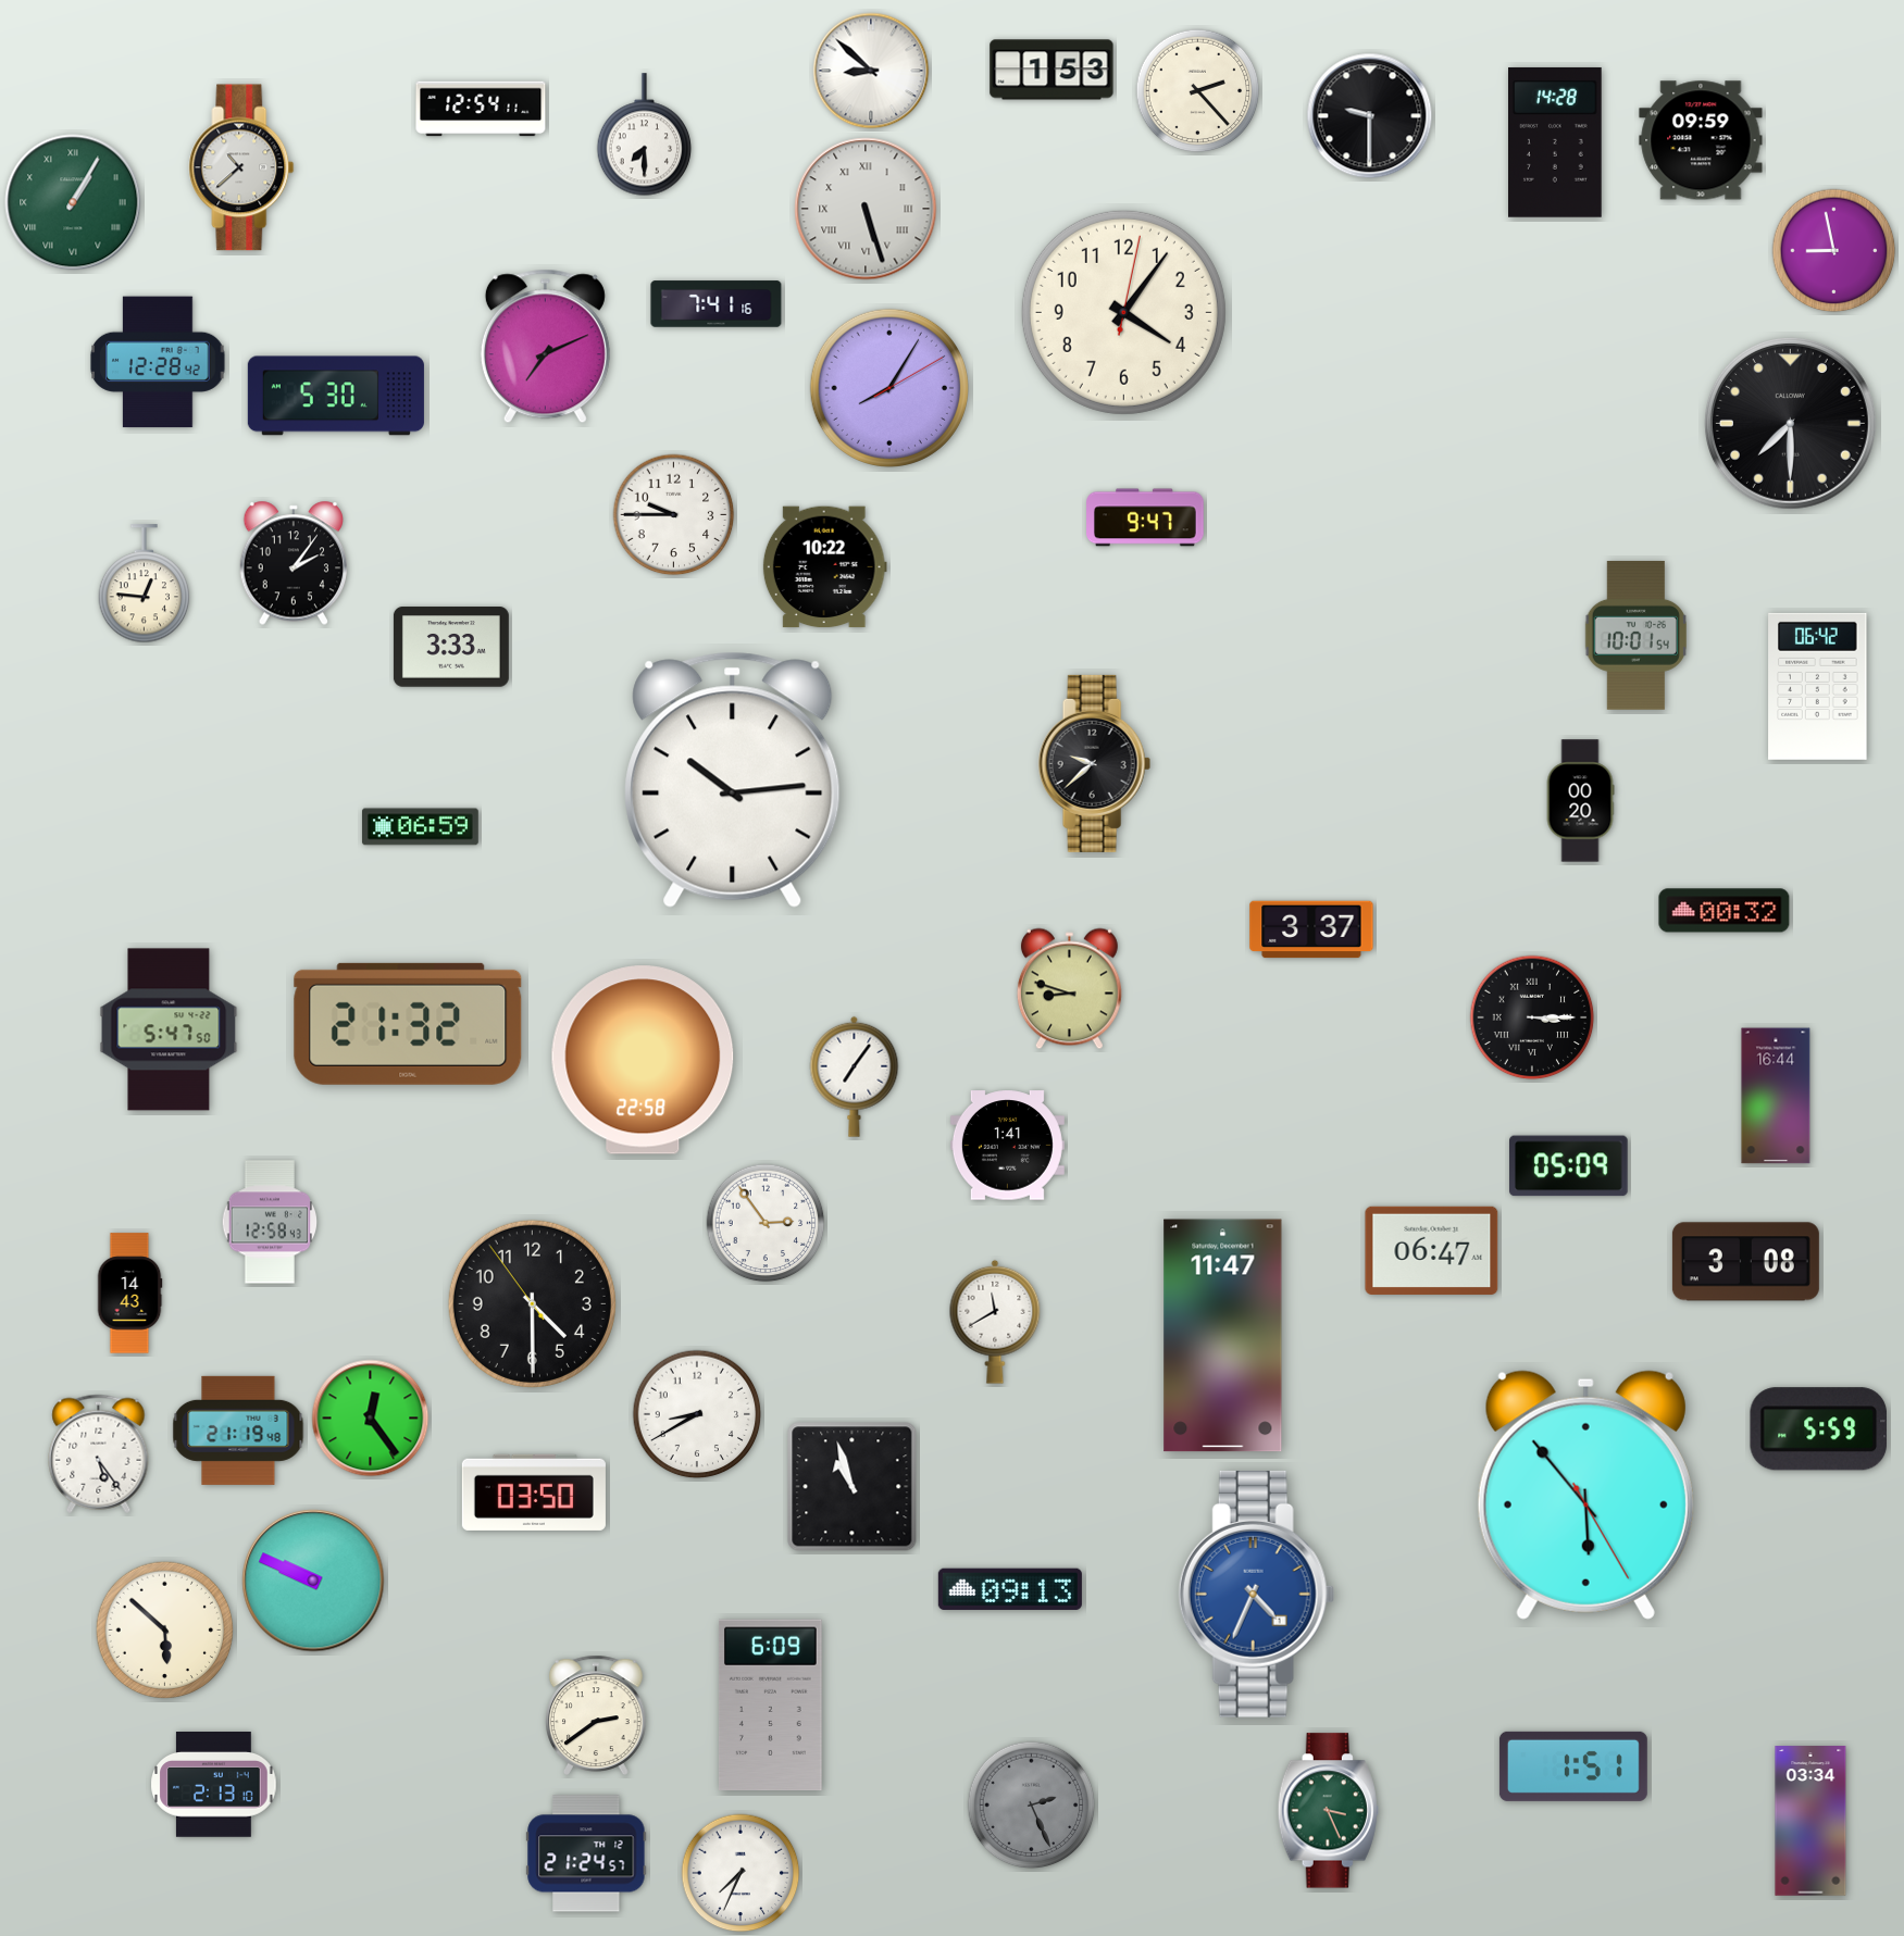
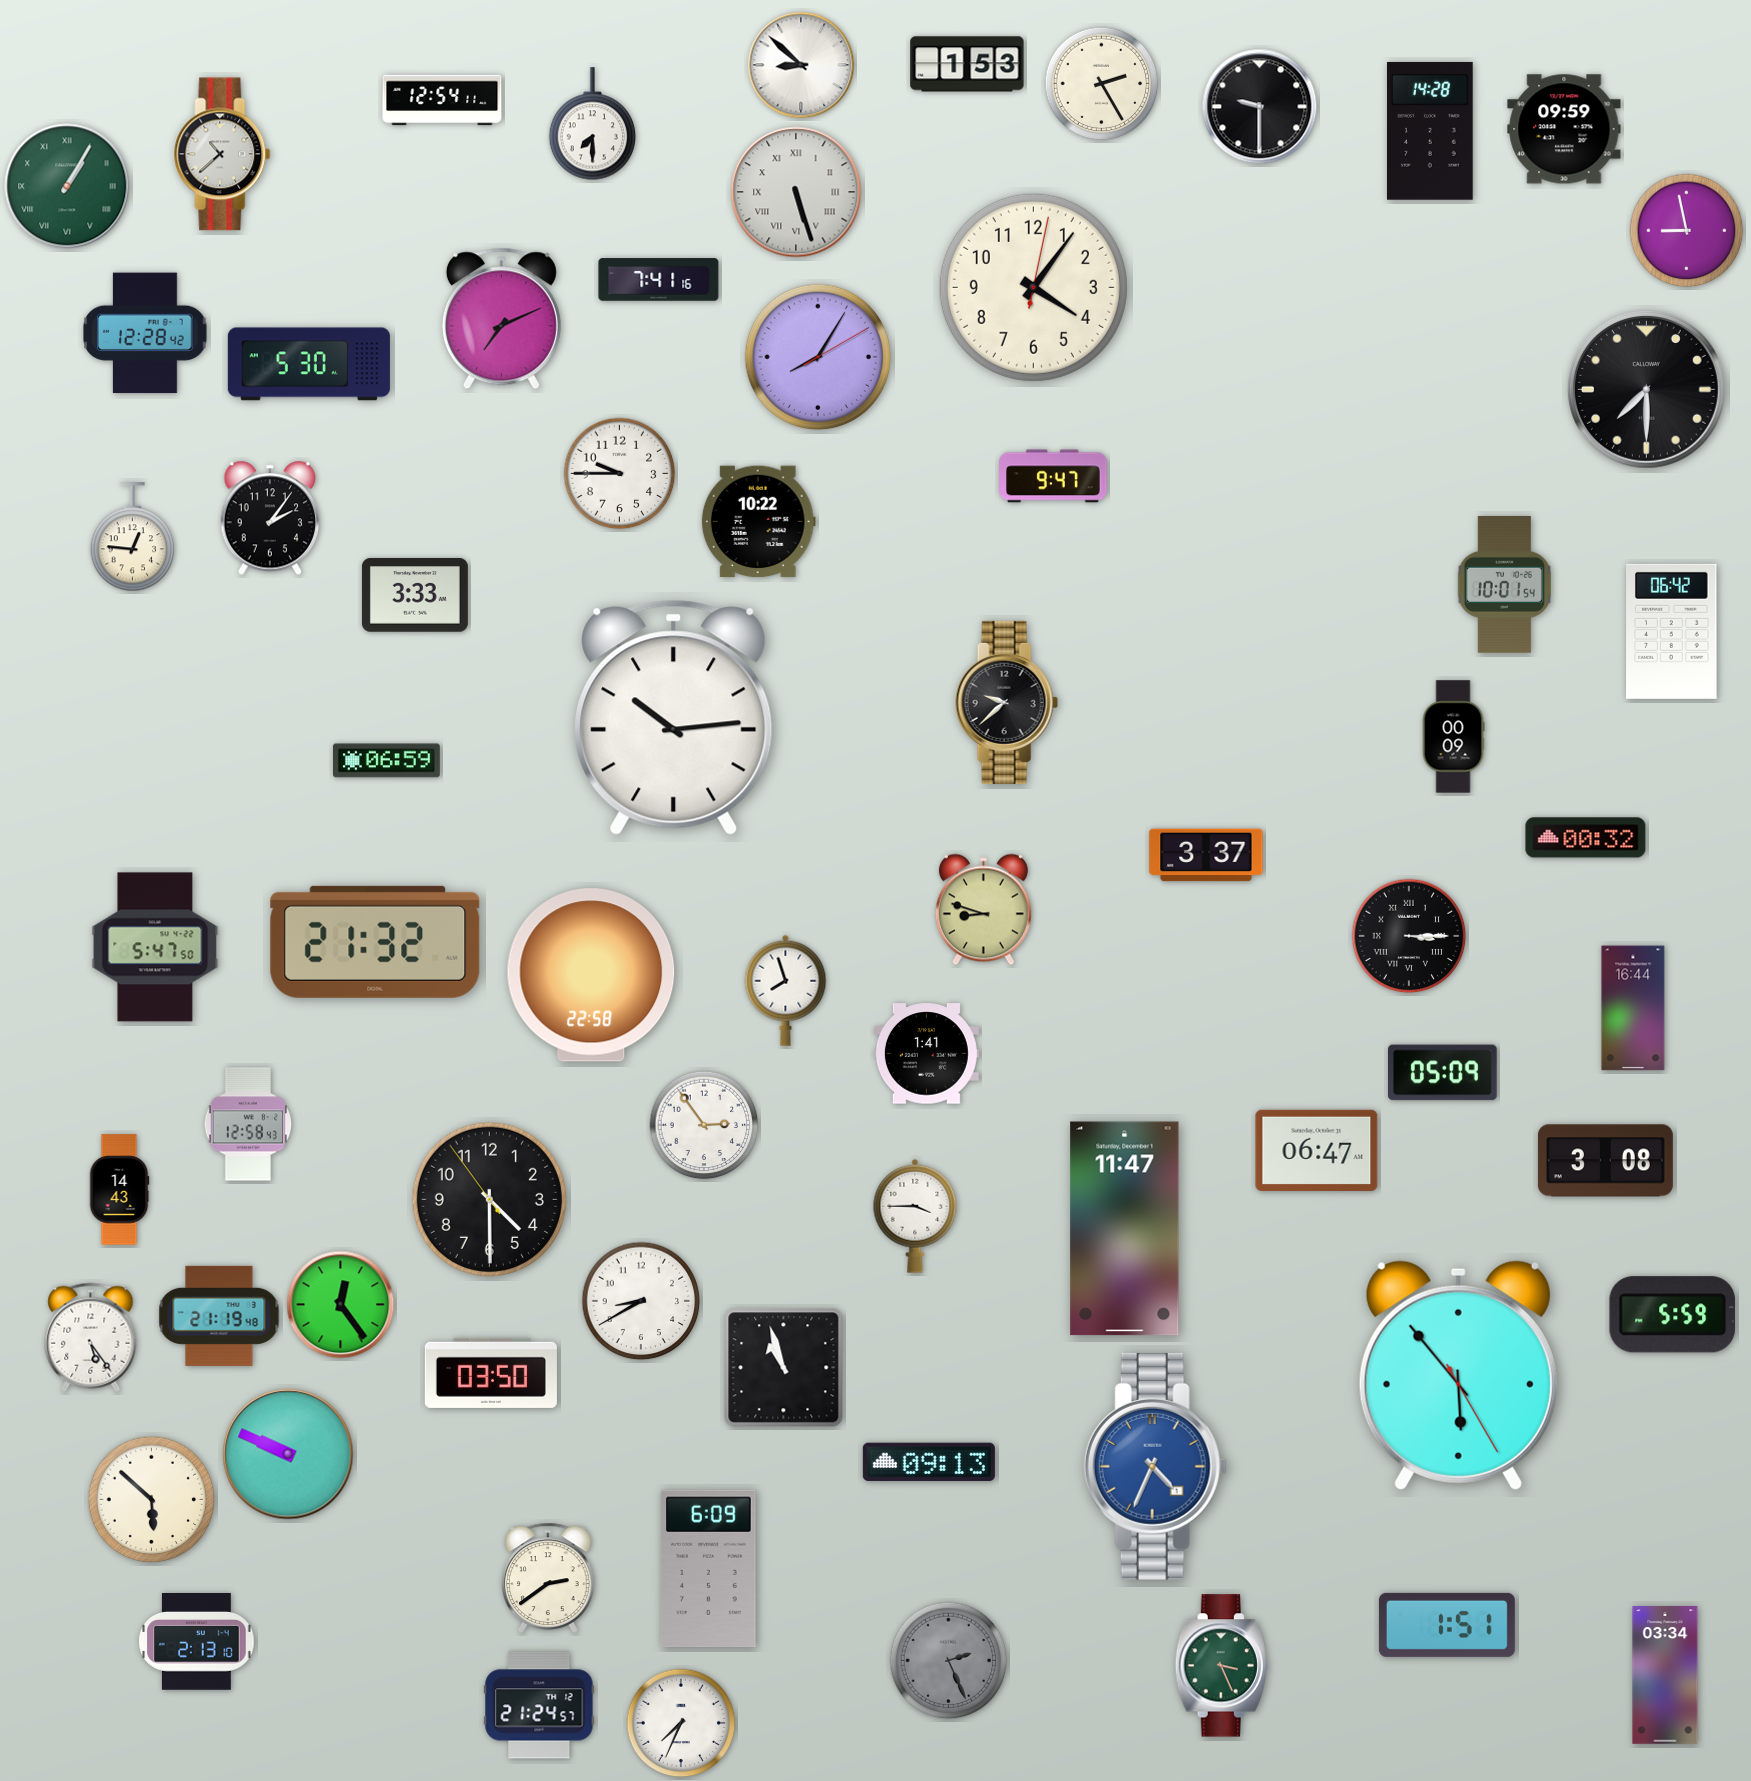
clock at (1198, 91): 2:23 -> 2:25
clock at (1580, 801): 00:20 -> 00:09
clock at (855, 1076): 7:06 -> 7:57
clock at (995, 1322): 11:40 -> 3:45
